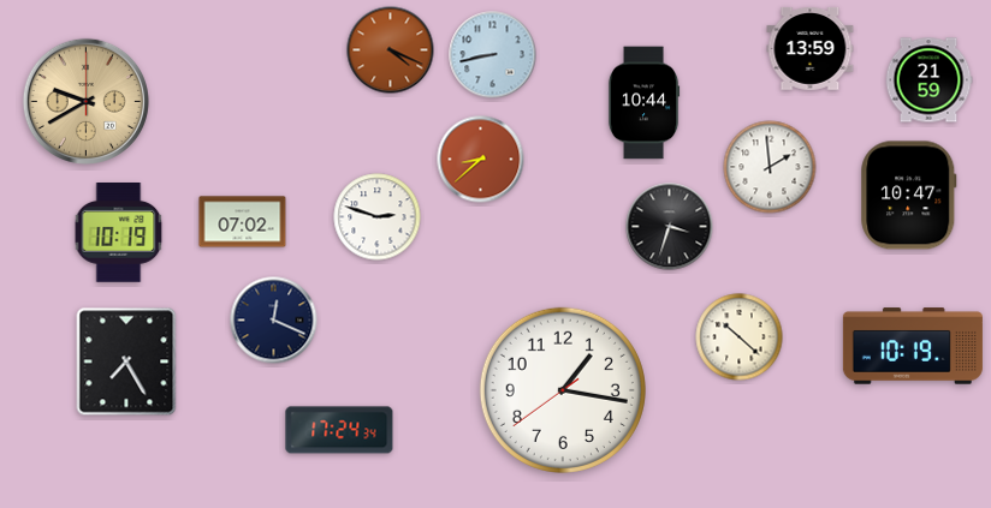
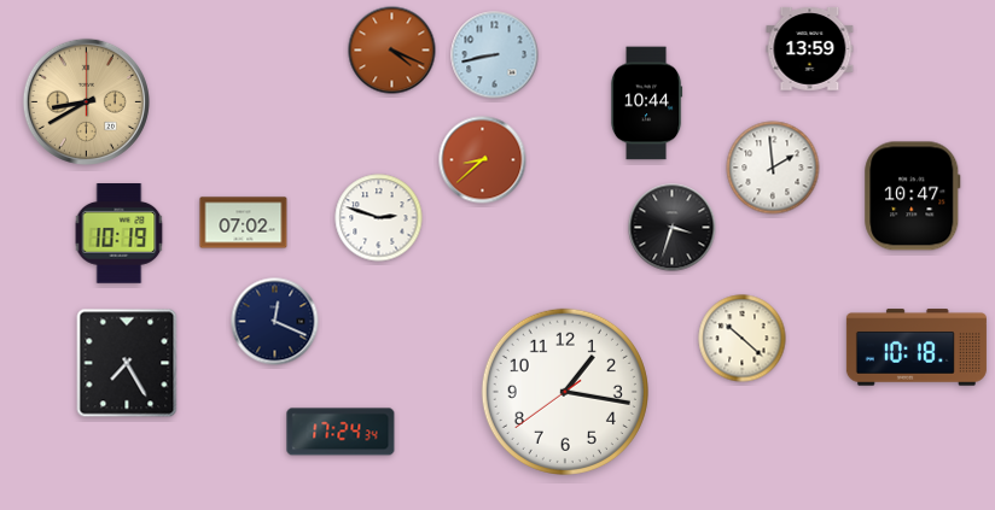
clock at (811, 48) position: (811, 48) -> (810, 48)
clock at (928, 80): 21:59 -> none
clock at (85, 101): 9:40 -> 8:40
clock at (913, 346): 10:19 -> 10:18
